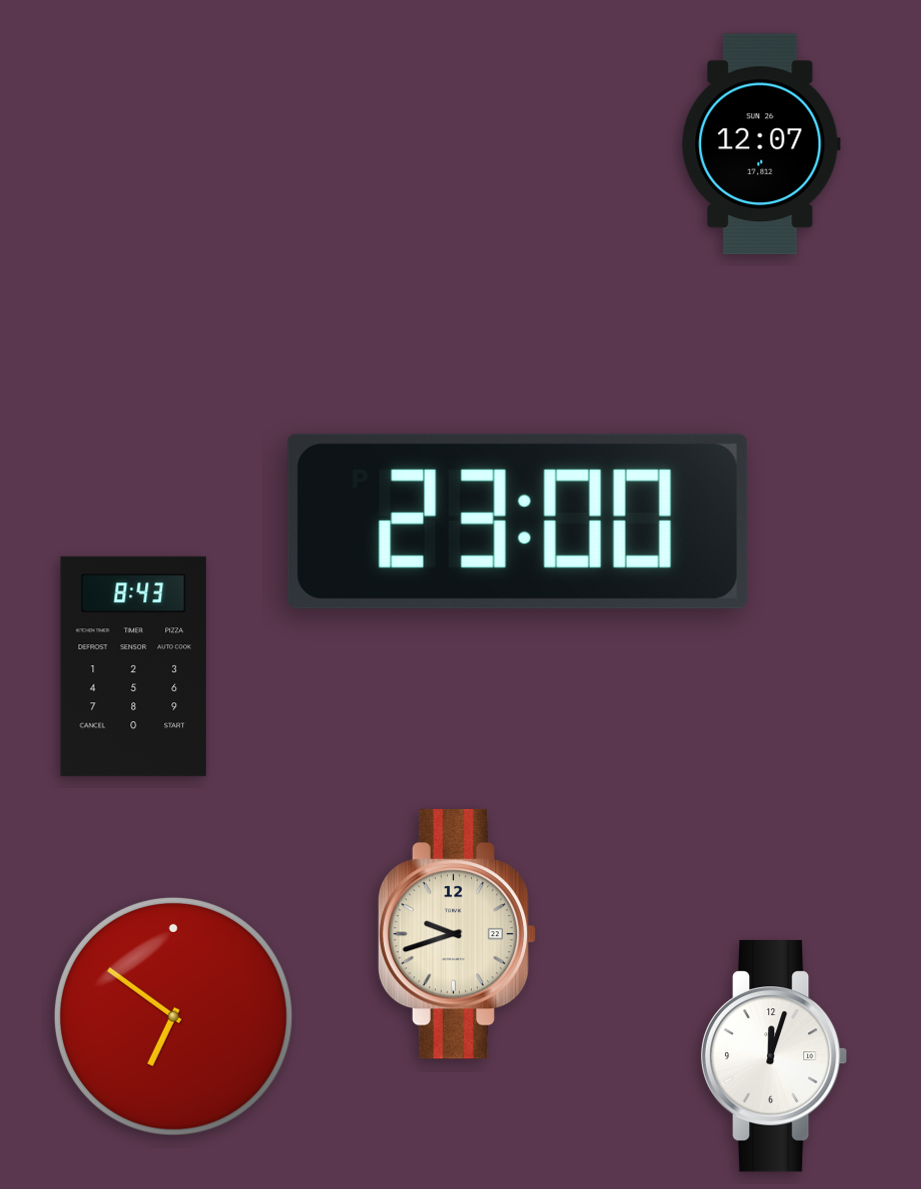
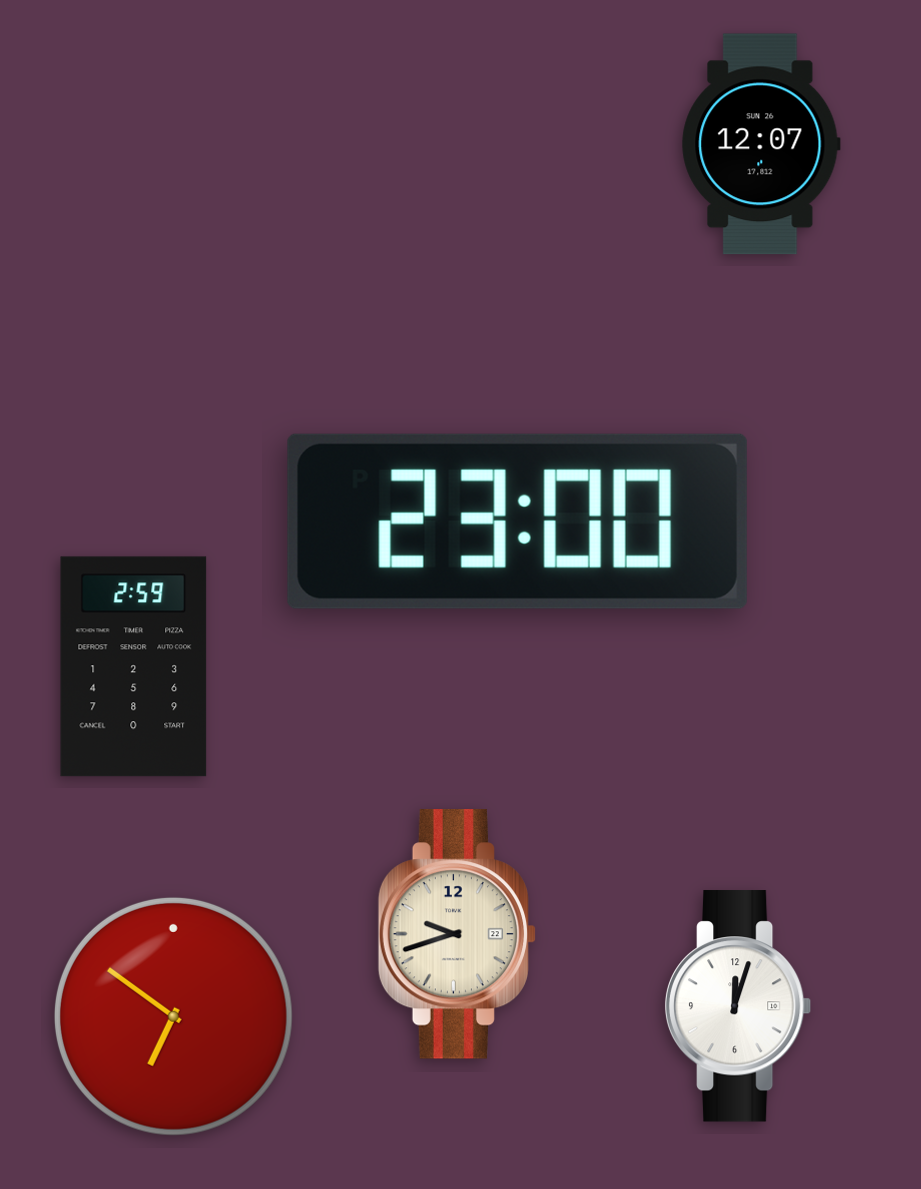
clock at (134, 667): 8:43 -> 2:59
clock at (774, 1056) position: (774, 1056) -> (738, 1006)
